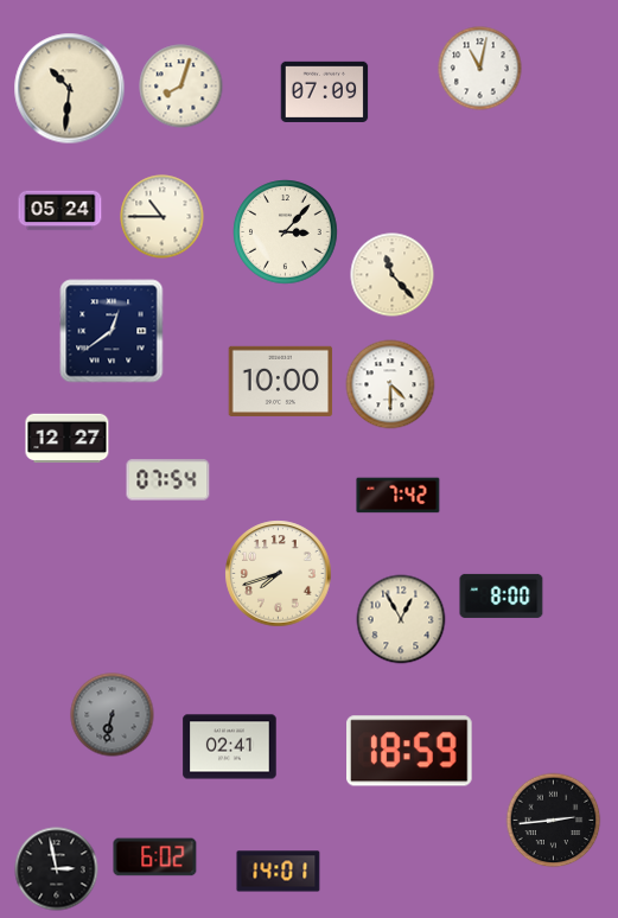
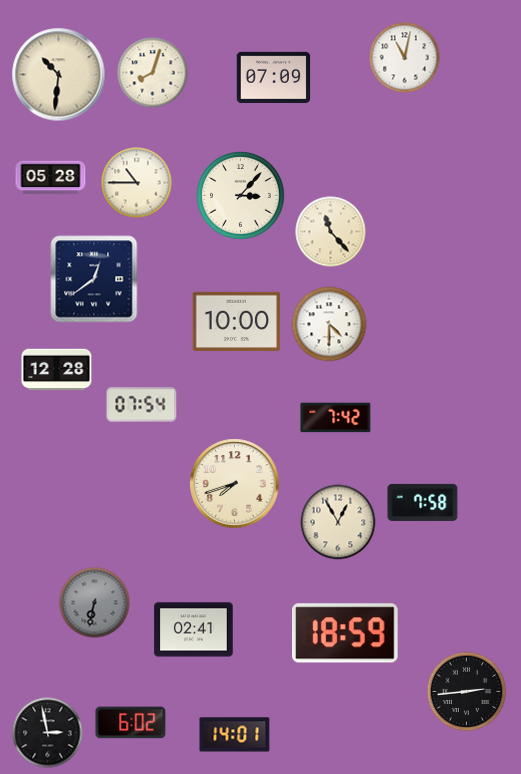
clock at (60, 211): 05:24 -> 05:28
clock at (68, 439): 12:27 -> 12:28
clock at (502, 595): 8:00 -> 7:58
